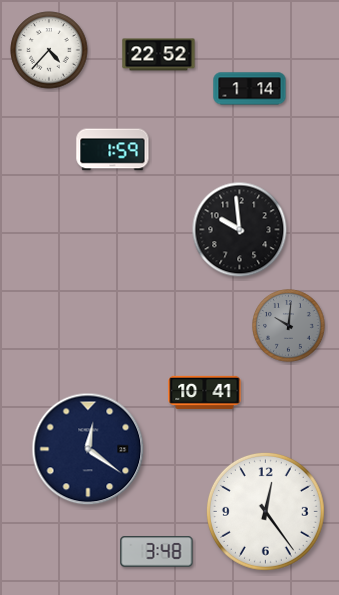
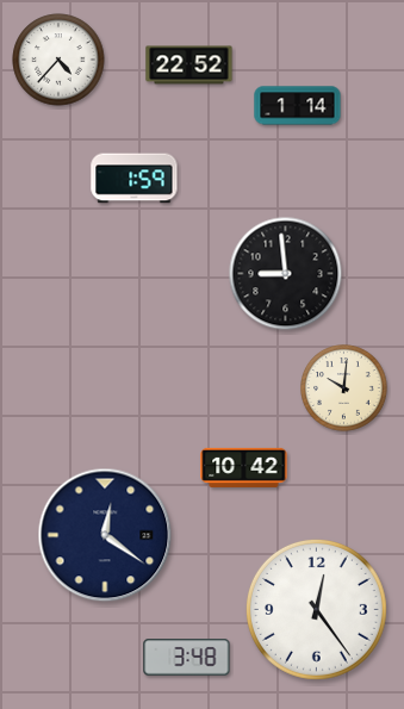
clock at (240, 230): 9:59 -> 8:59
clock at (289, 326) dial: grey -> cream
clock at (205, 392): 10:41 -> 10:42
